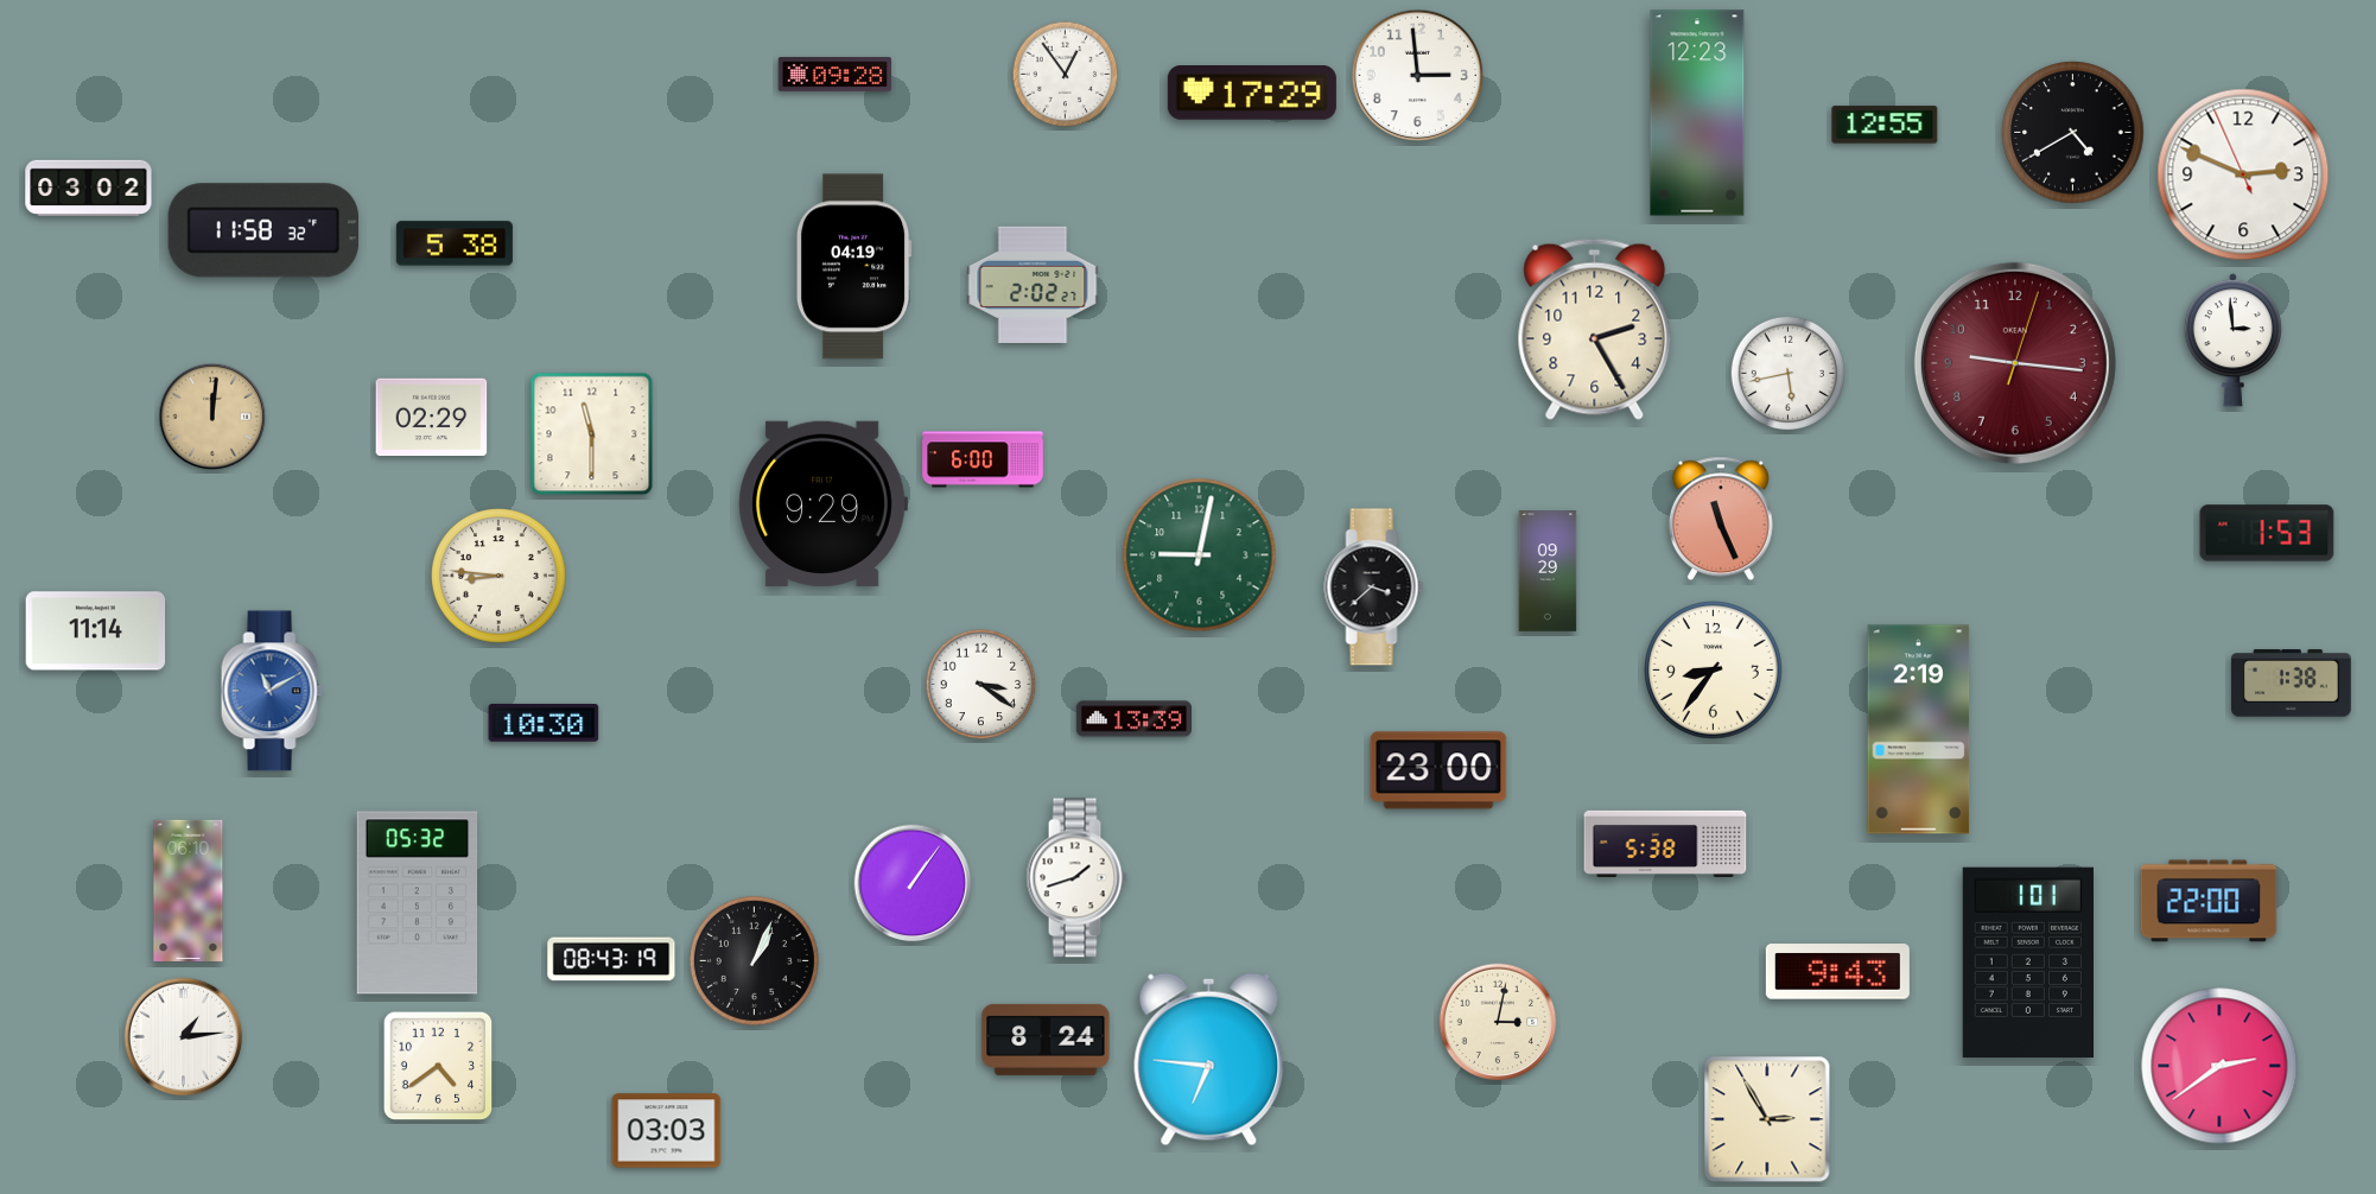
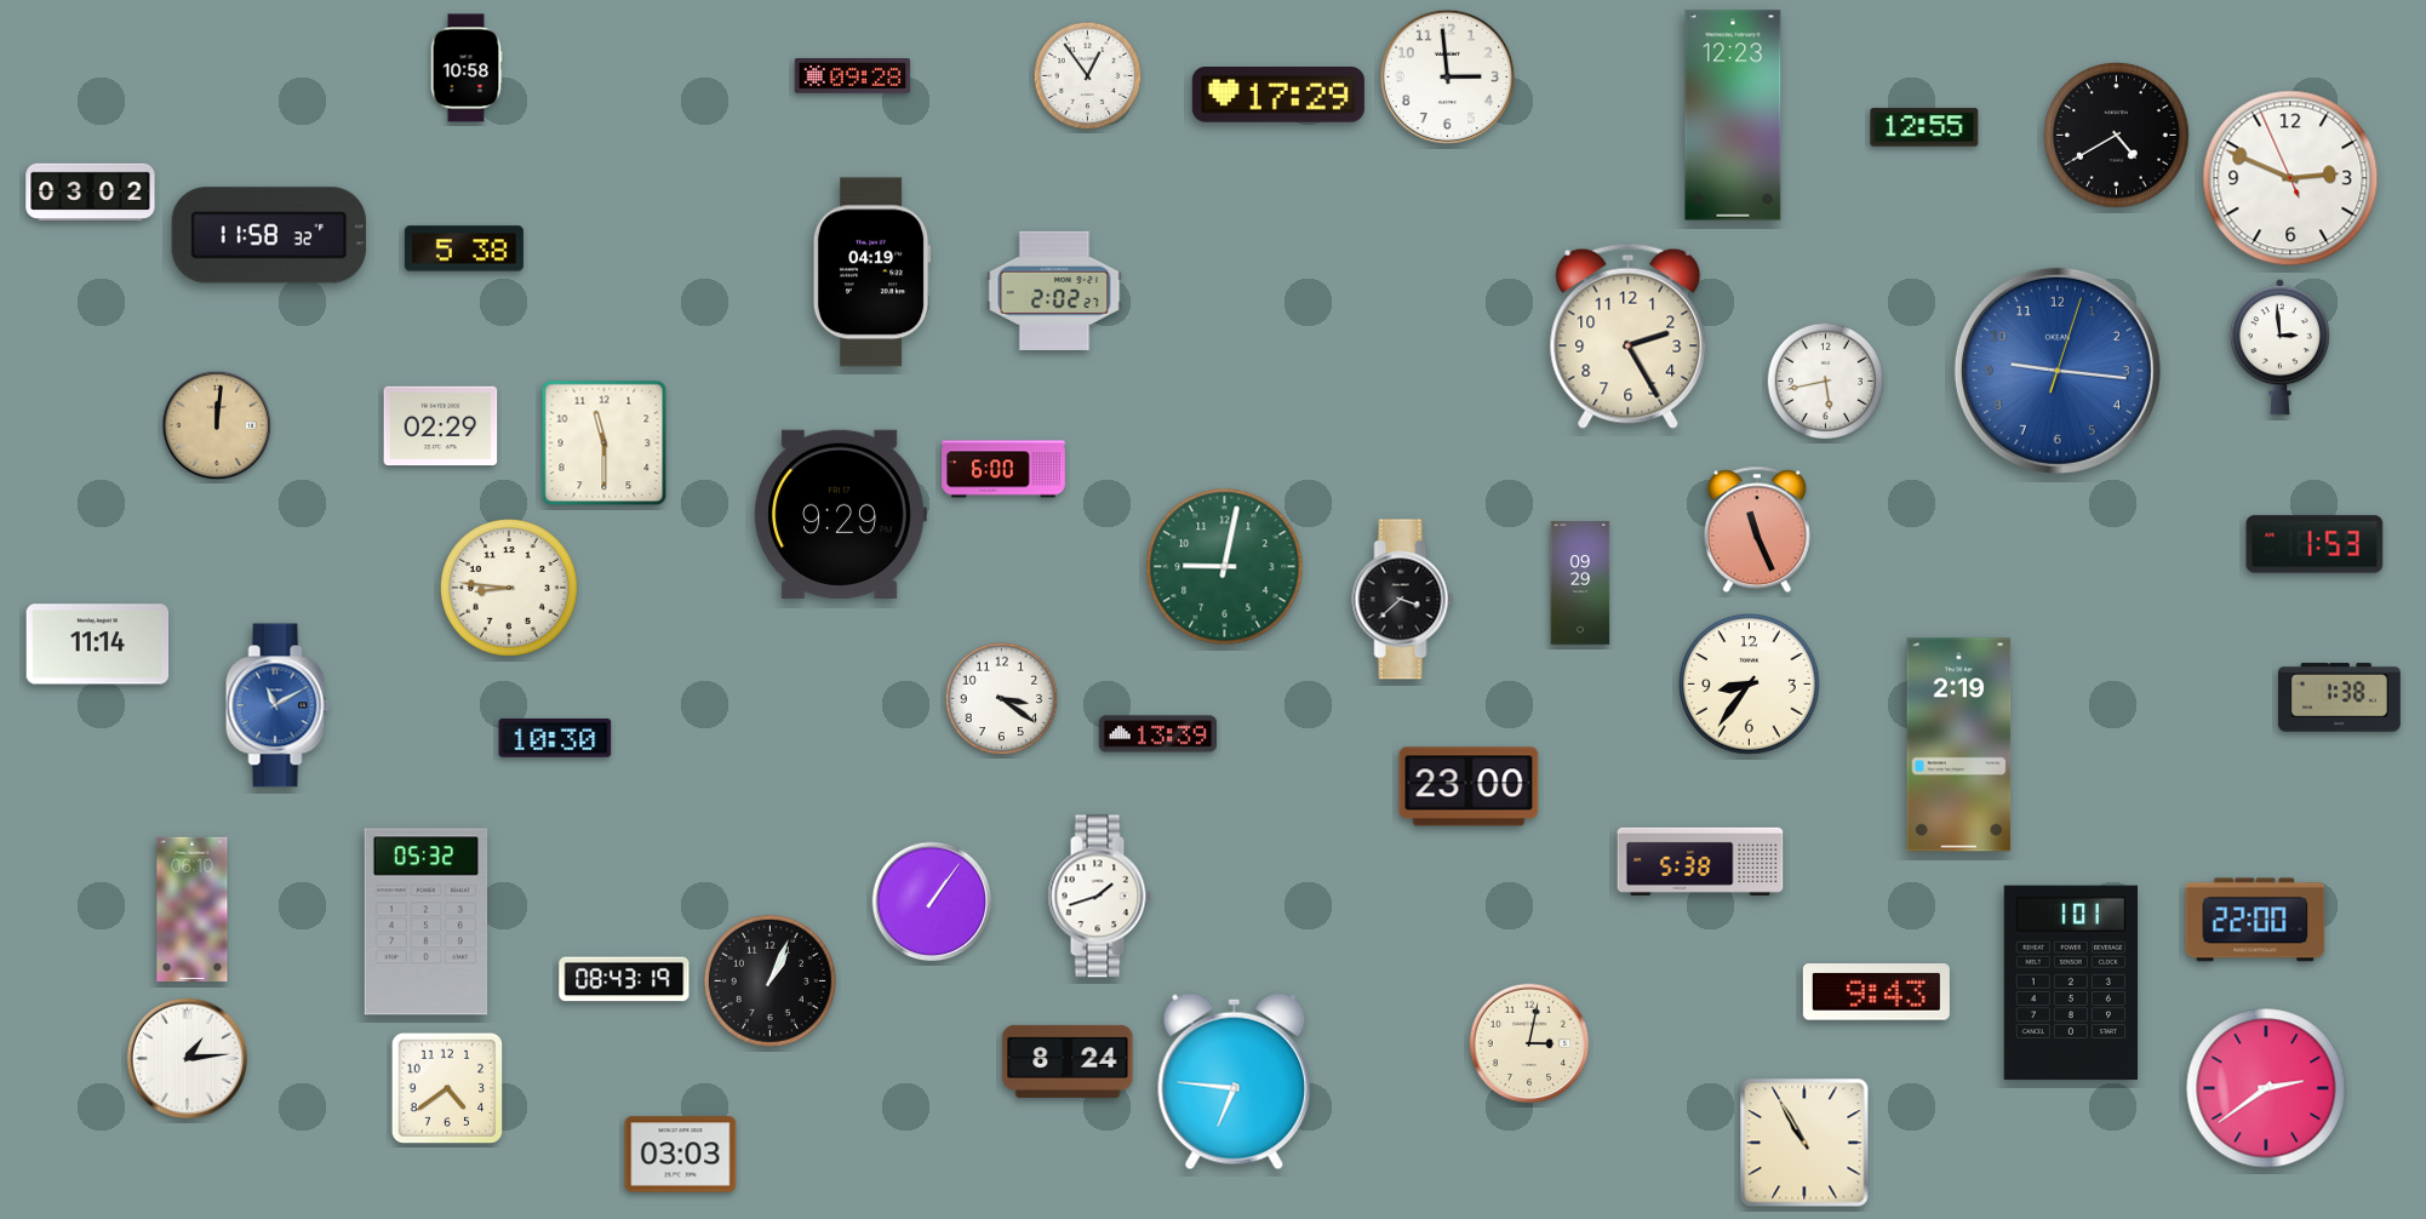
clock at (467, 68): none -> 10:58
clock at (2015, 363) dial: burgundy -> blue
clock at (1767, 1119): 2:55 -> 10:55
